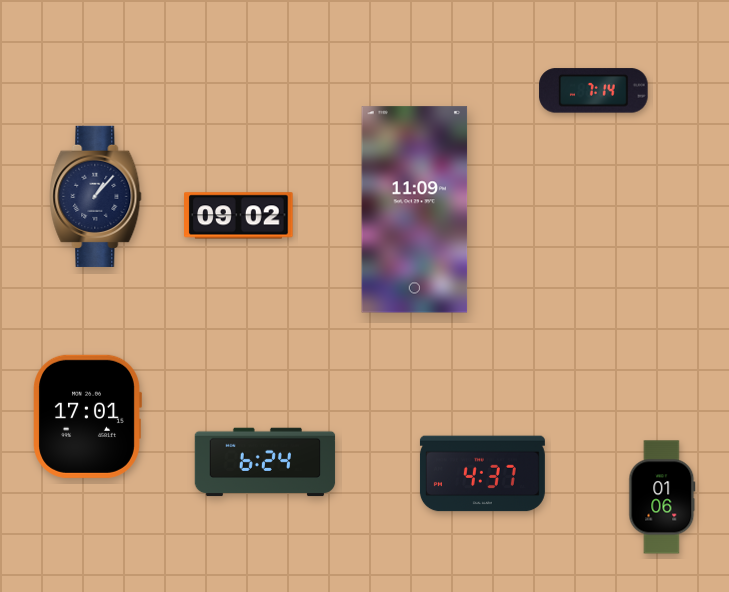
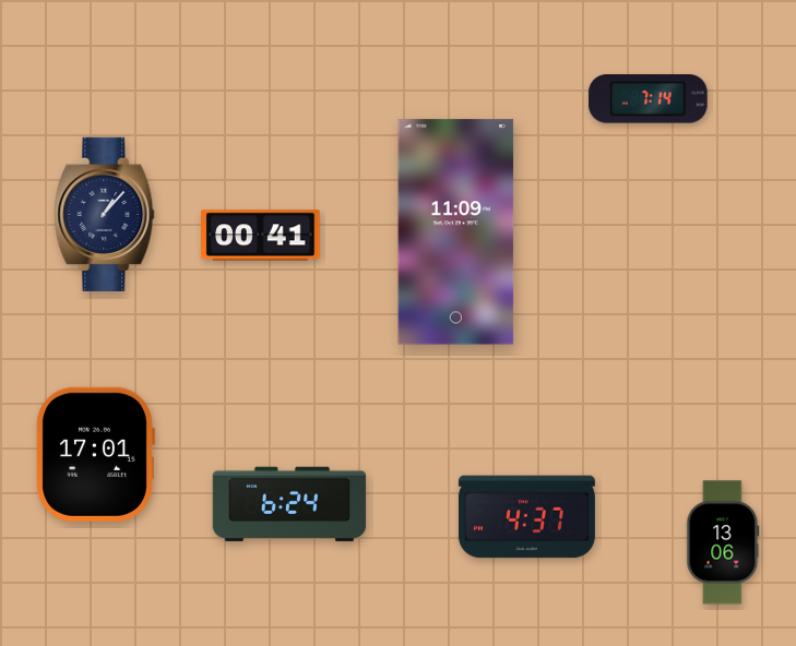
clock at (415, 210) position: (415, 210) -> (456, 232)
clock at (239, 216): 09:02 -> 00:41
clock at (662, 497): 01:06 -> 13:06
